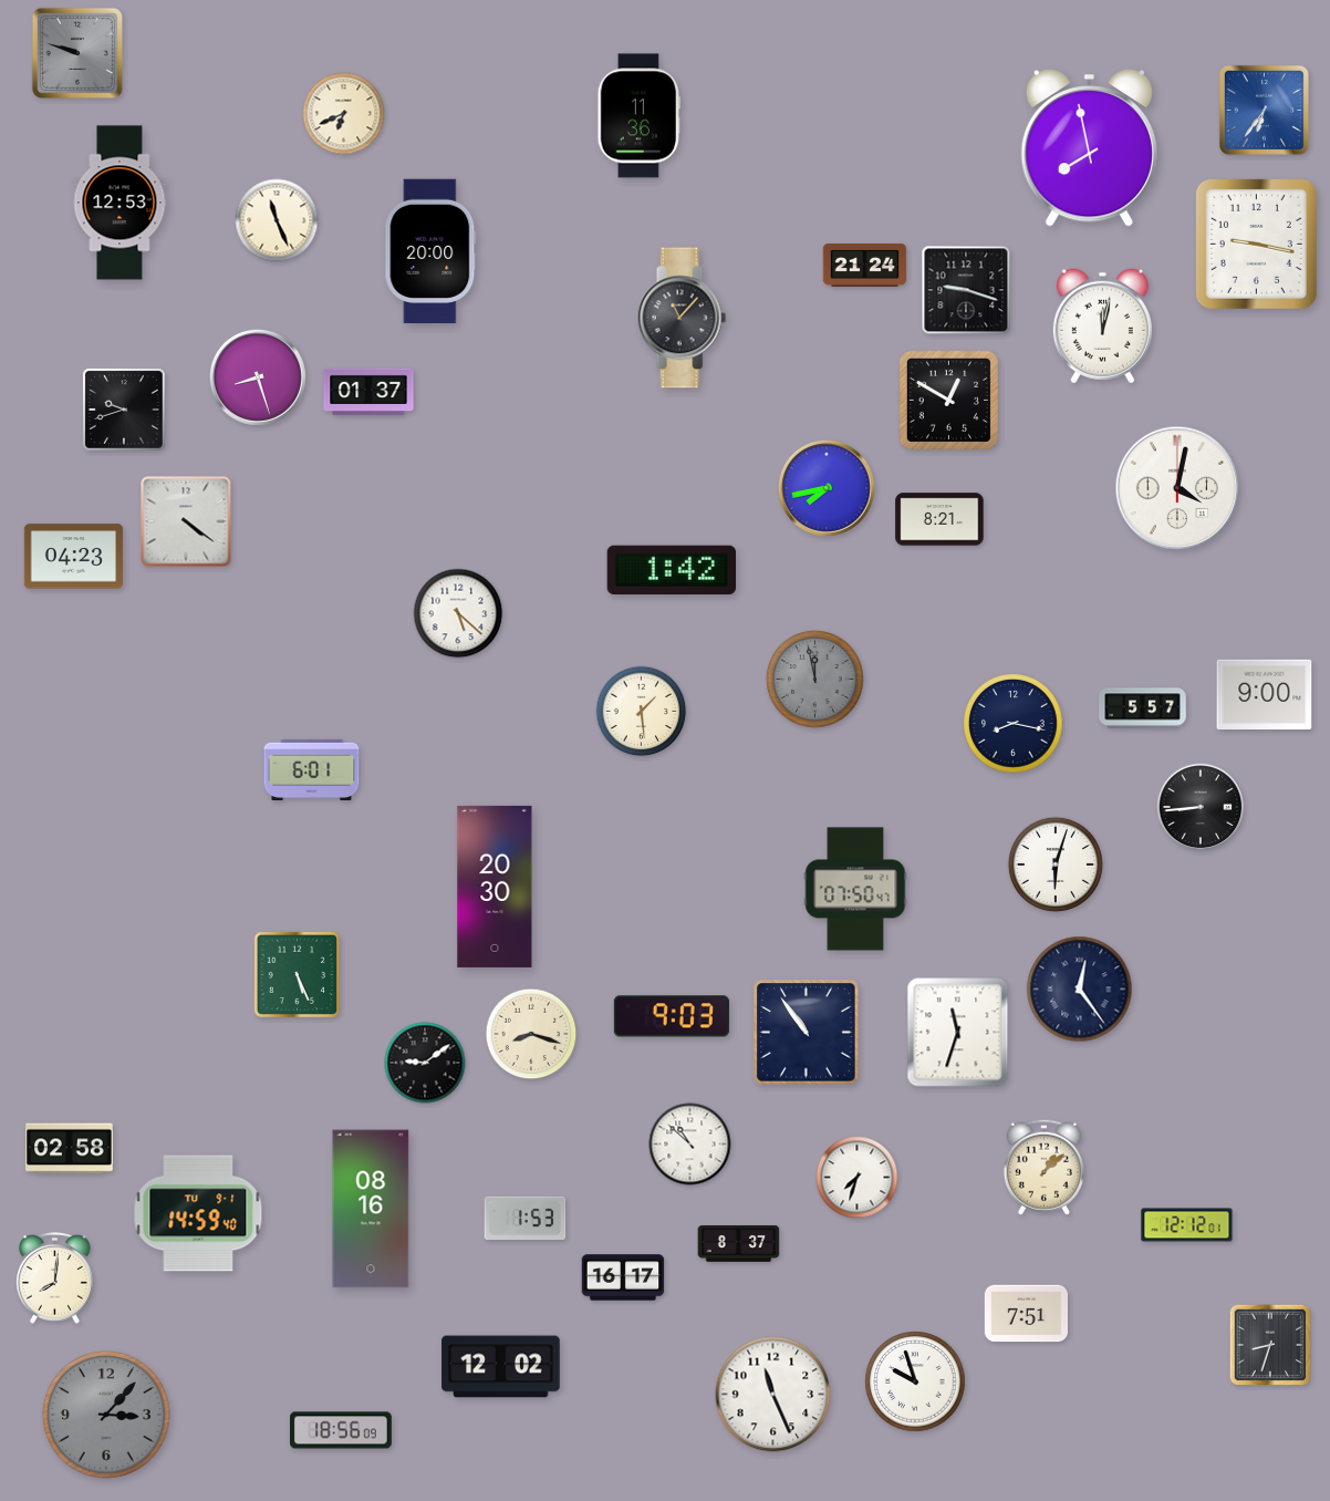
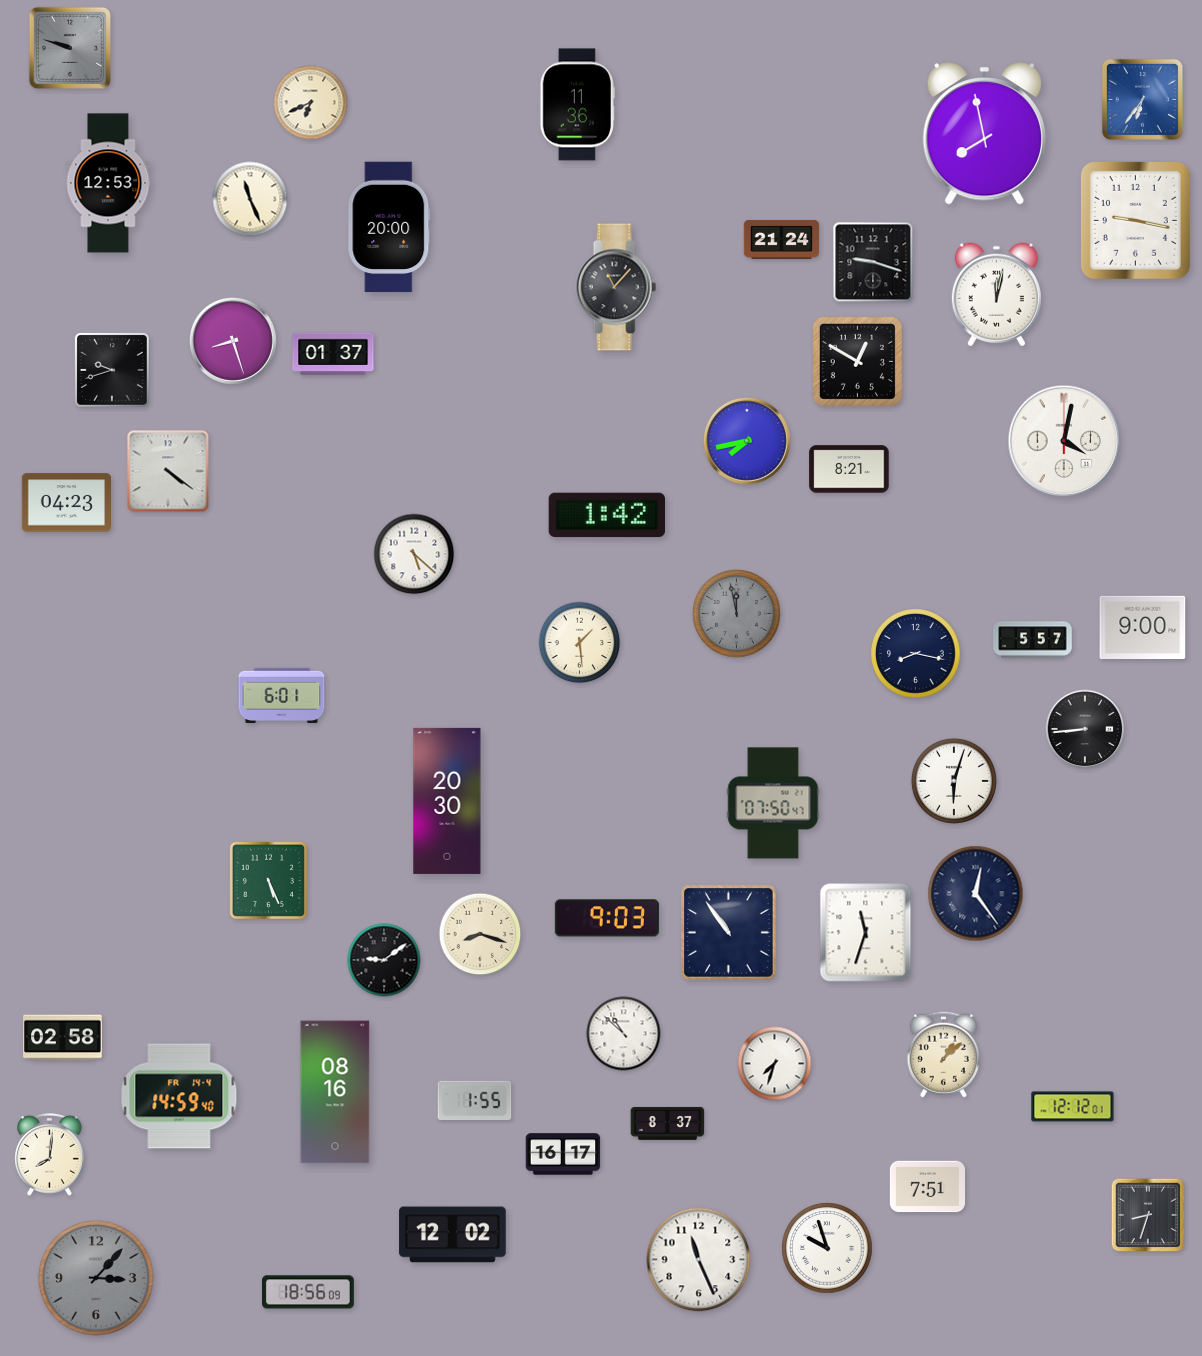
clock at (198, 1213) date: TU 9-1 -> FR 14-4
clock at (526, 1219): 1:53 -> 1:55
